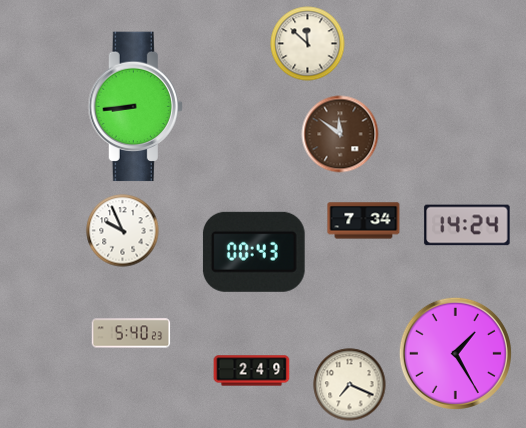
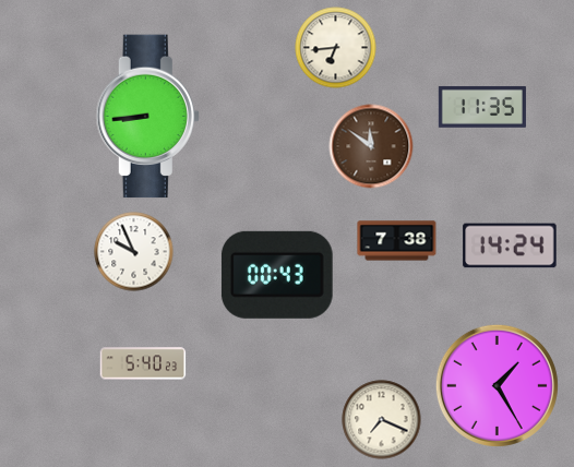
clock at (308, 44): 11:52 -> 6:44
clock at (482, 107): none -> 11:35
clock at (364, 221): 7:34 -> 7:38
clock at (252, 371): 2:49 -> none
